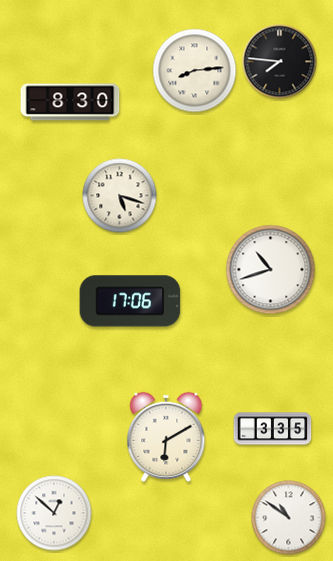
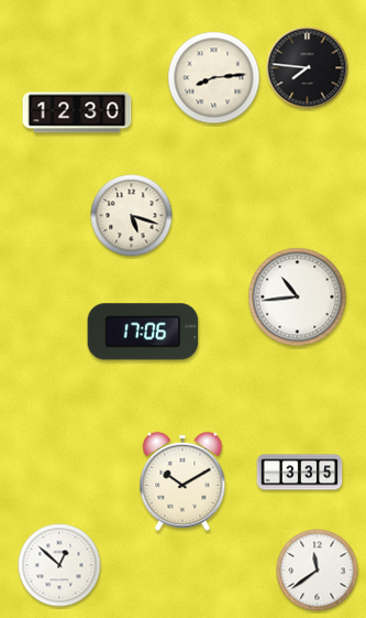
clock at (70, 102): 8:30 -> 12:30
clock at (271, 270): 10:42 -> 10:44
clock at (166, 437): 6:10 -> 10:10
clock at (289, 518): 10:51 -> 11:39
